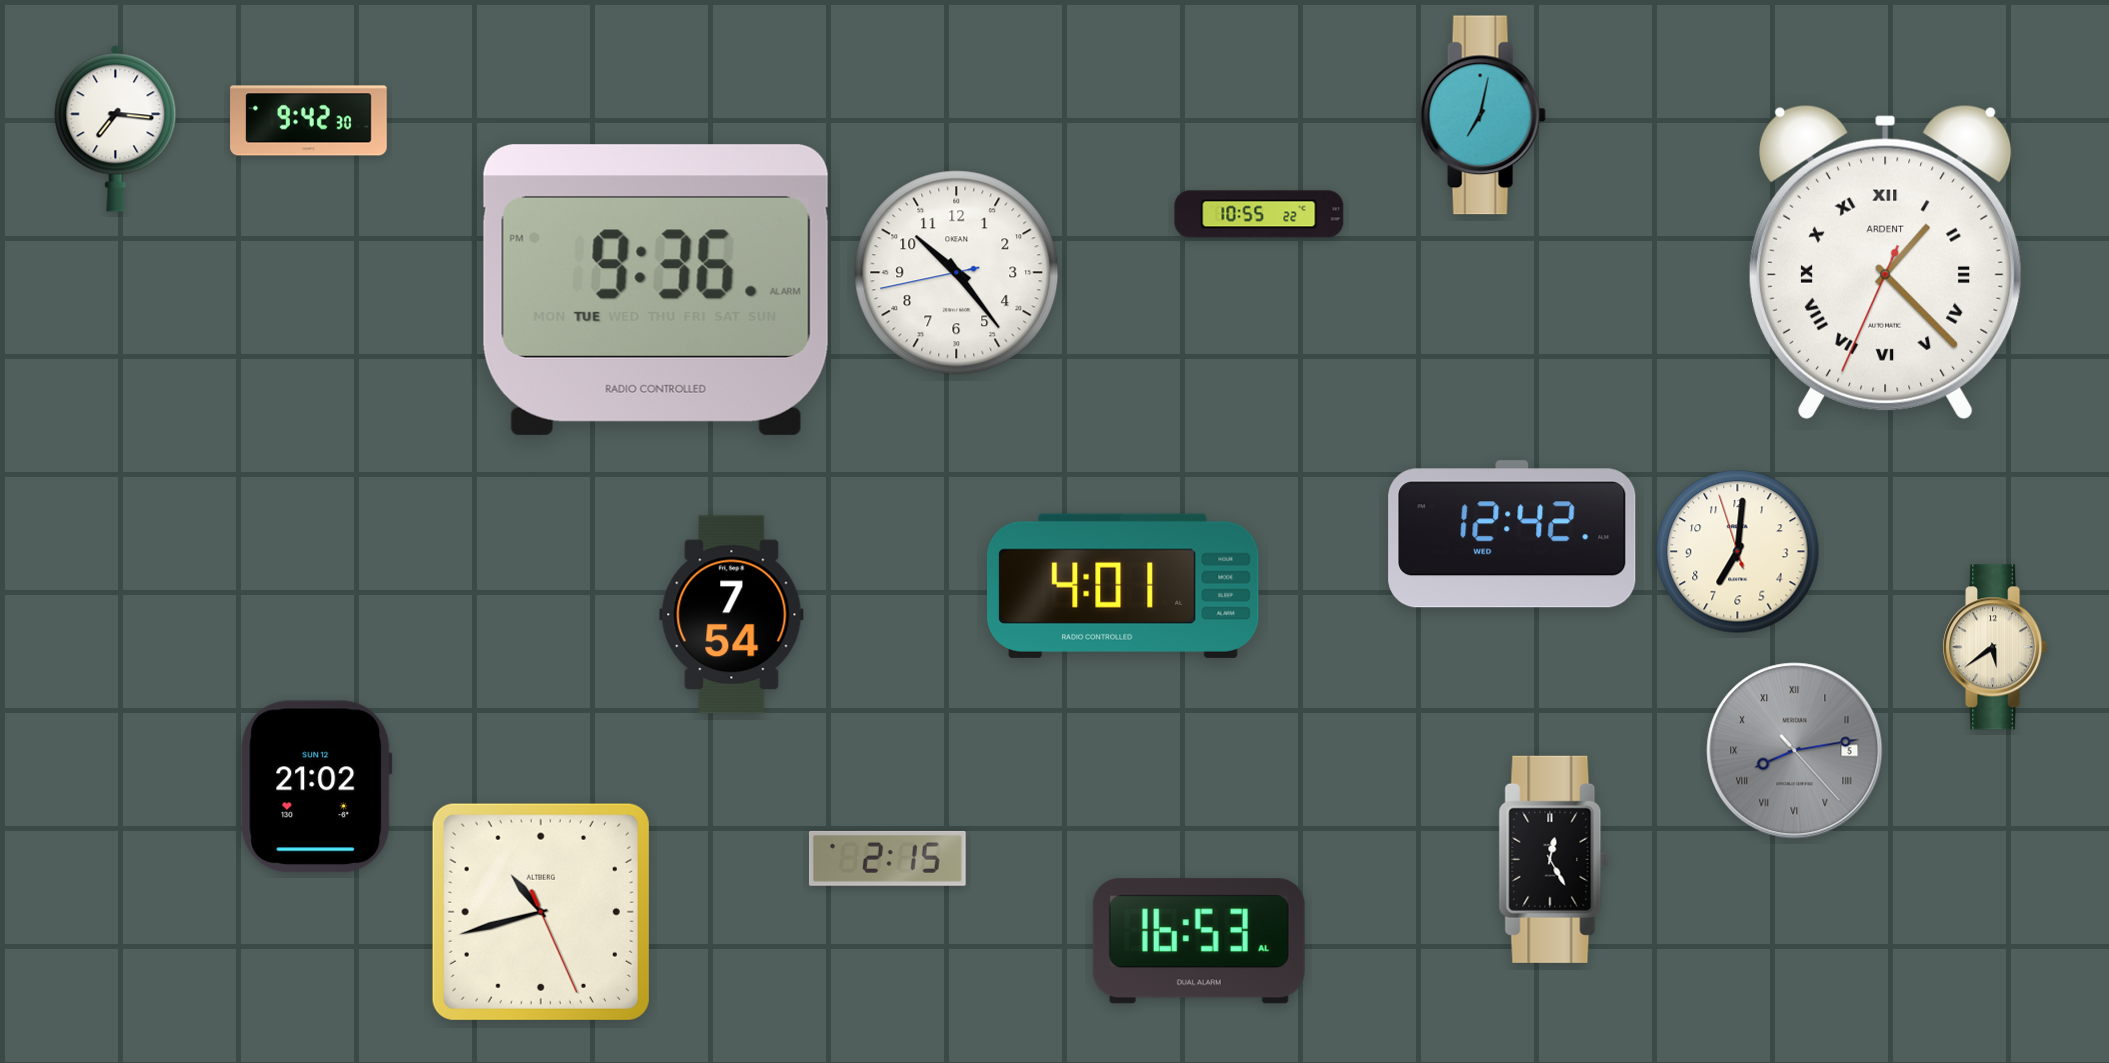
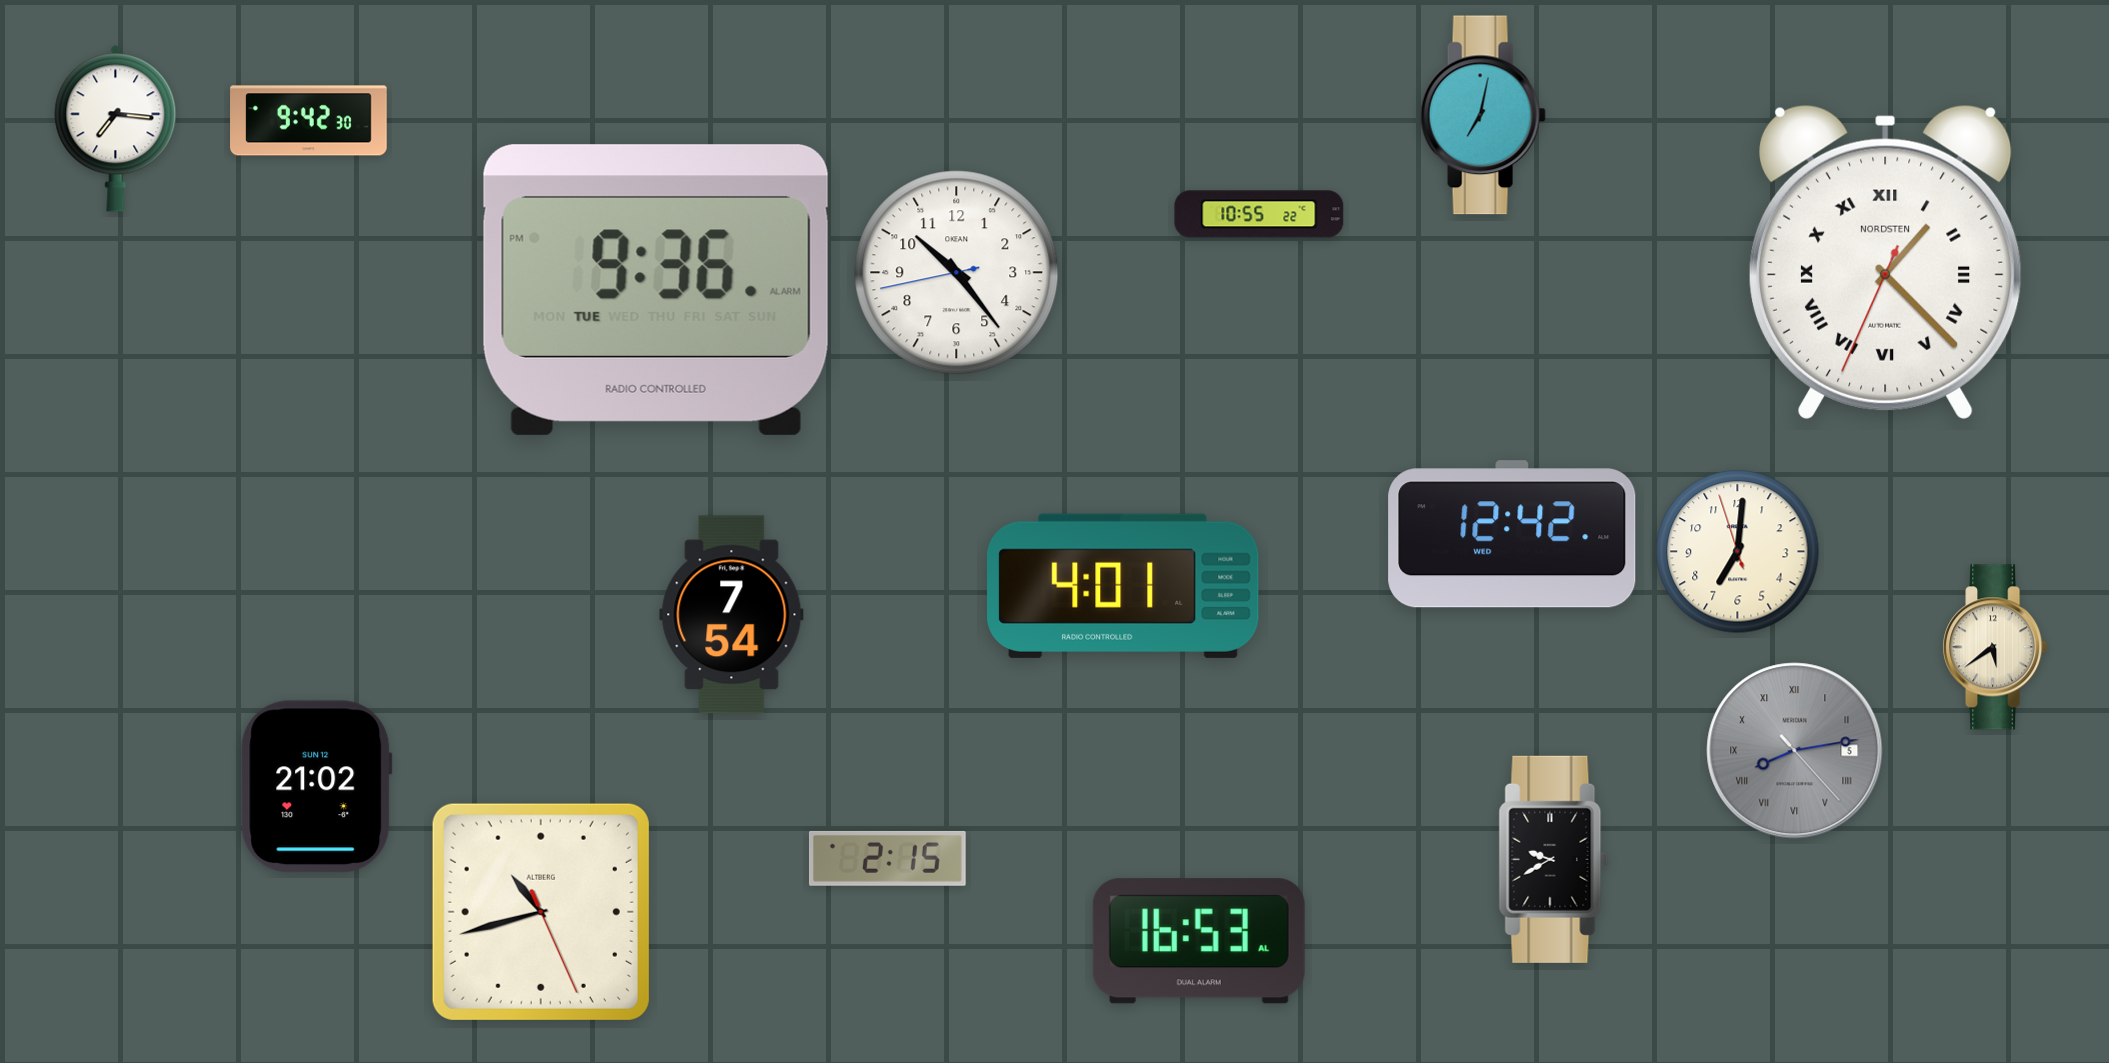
clock at (1885, 262) brand: ARDENT -> NORDSTEN
clock at (1554, 859): 12:25 -> 9:40
